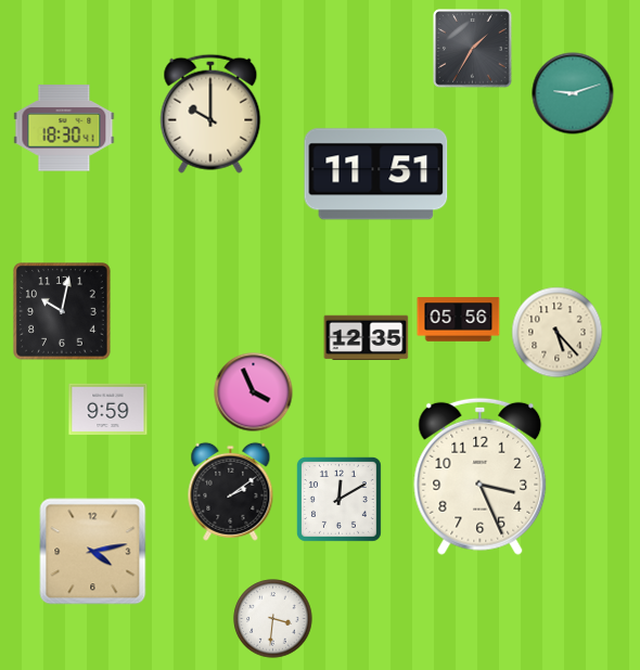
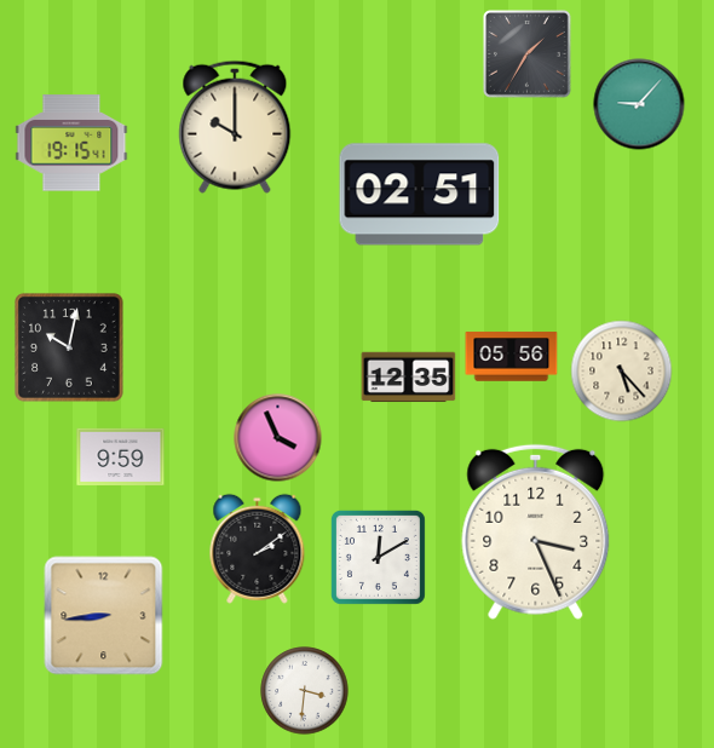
clock at (573, 93): 9:12 -> 9:07
clock at (64, 128): 18:30 -> 19:15
clock at (376, 175): 11:51 -> 02:51
clock at (254, 392) position: (254, 392) -> (278, 438)
clock at (93, 552): 4:13 -> 8:44
